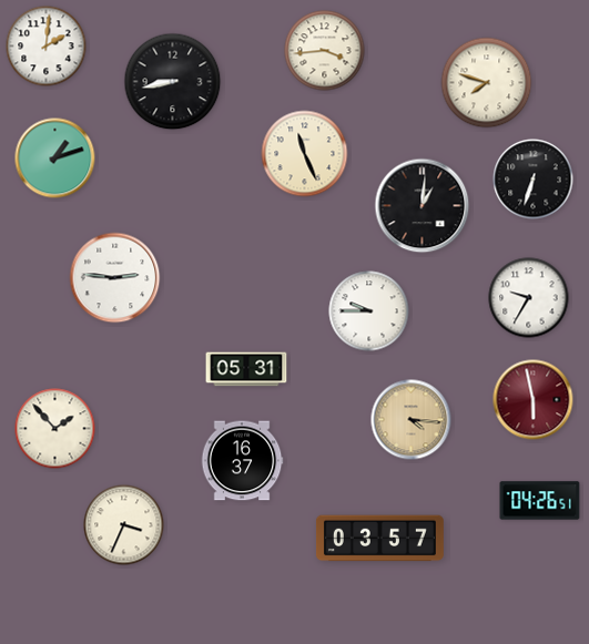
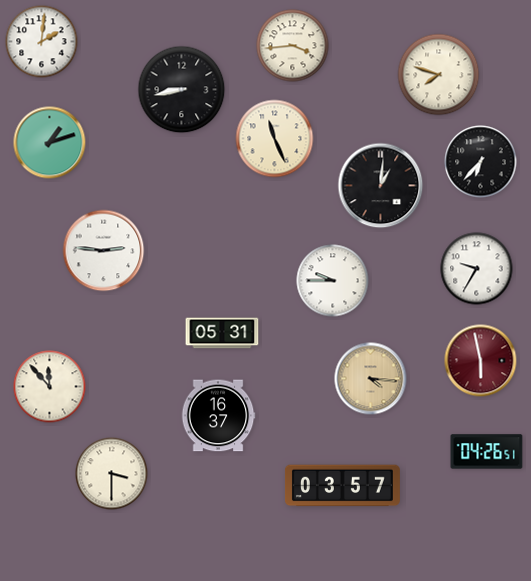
clock at (173, 82) position: (173, 82) -> (182, 90)
clock at (534, 180): 6:33 -> 6:37
clock at (55, 429): 1:53 -> 11:53
clock at (124, 525): 3:34 -> 3:30
